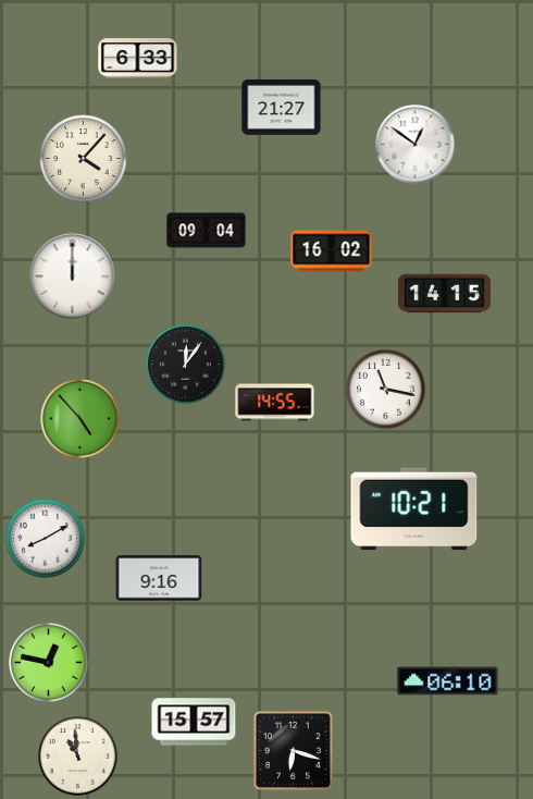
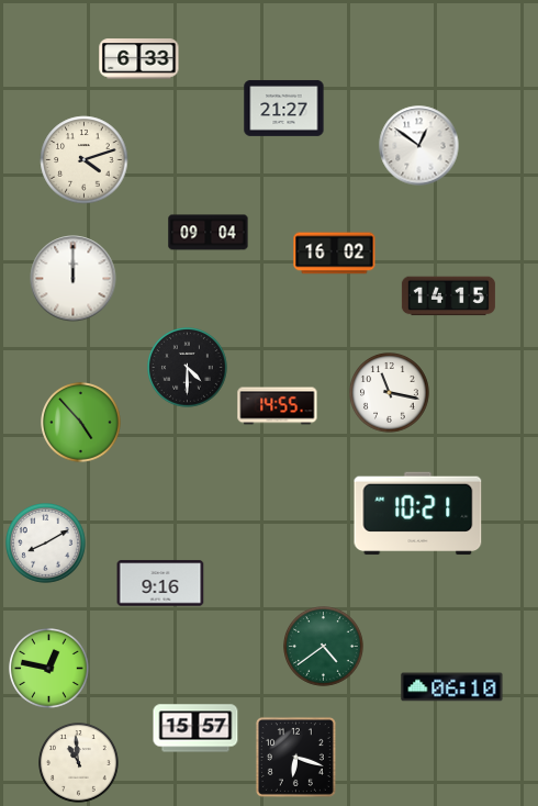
clock at (84, 159): 4:07 -> 4:12
clock at (186, 365): 12:06 -> 4:30
clock at (324, 647): none -> 4:39
